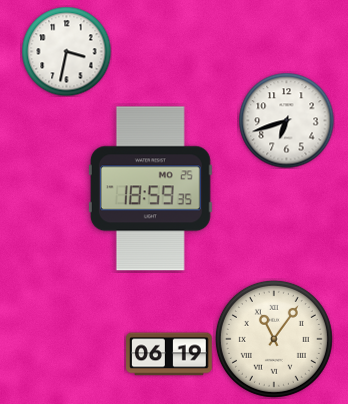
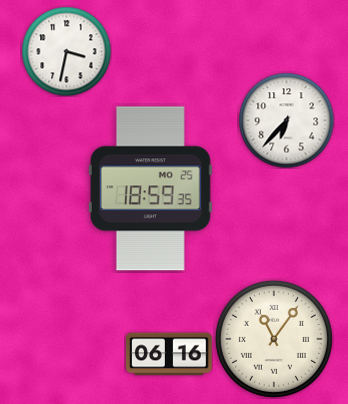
clock at (286, 120): 6:42 -> 6:37
clock at (170, 354): 06:19 -> 06:16
